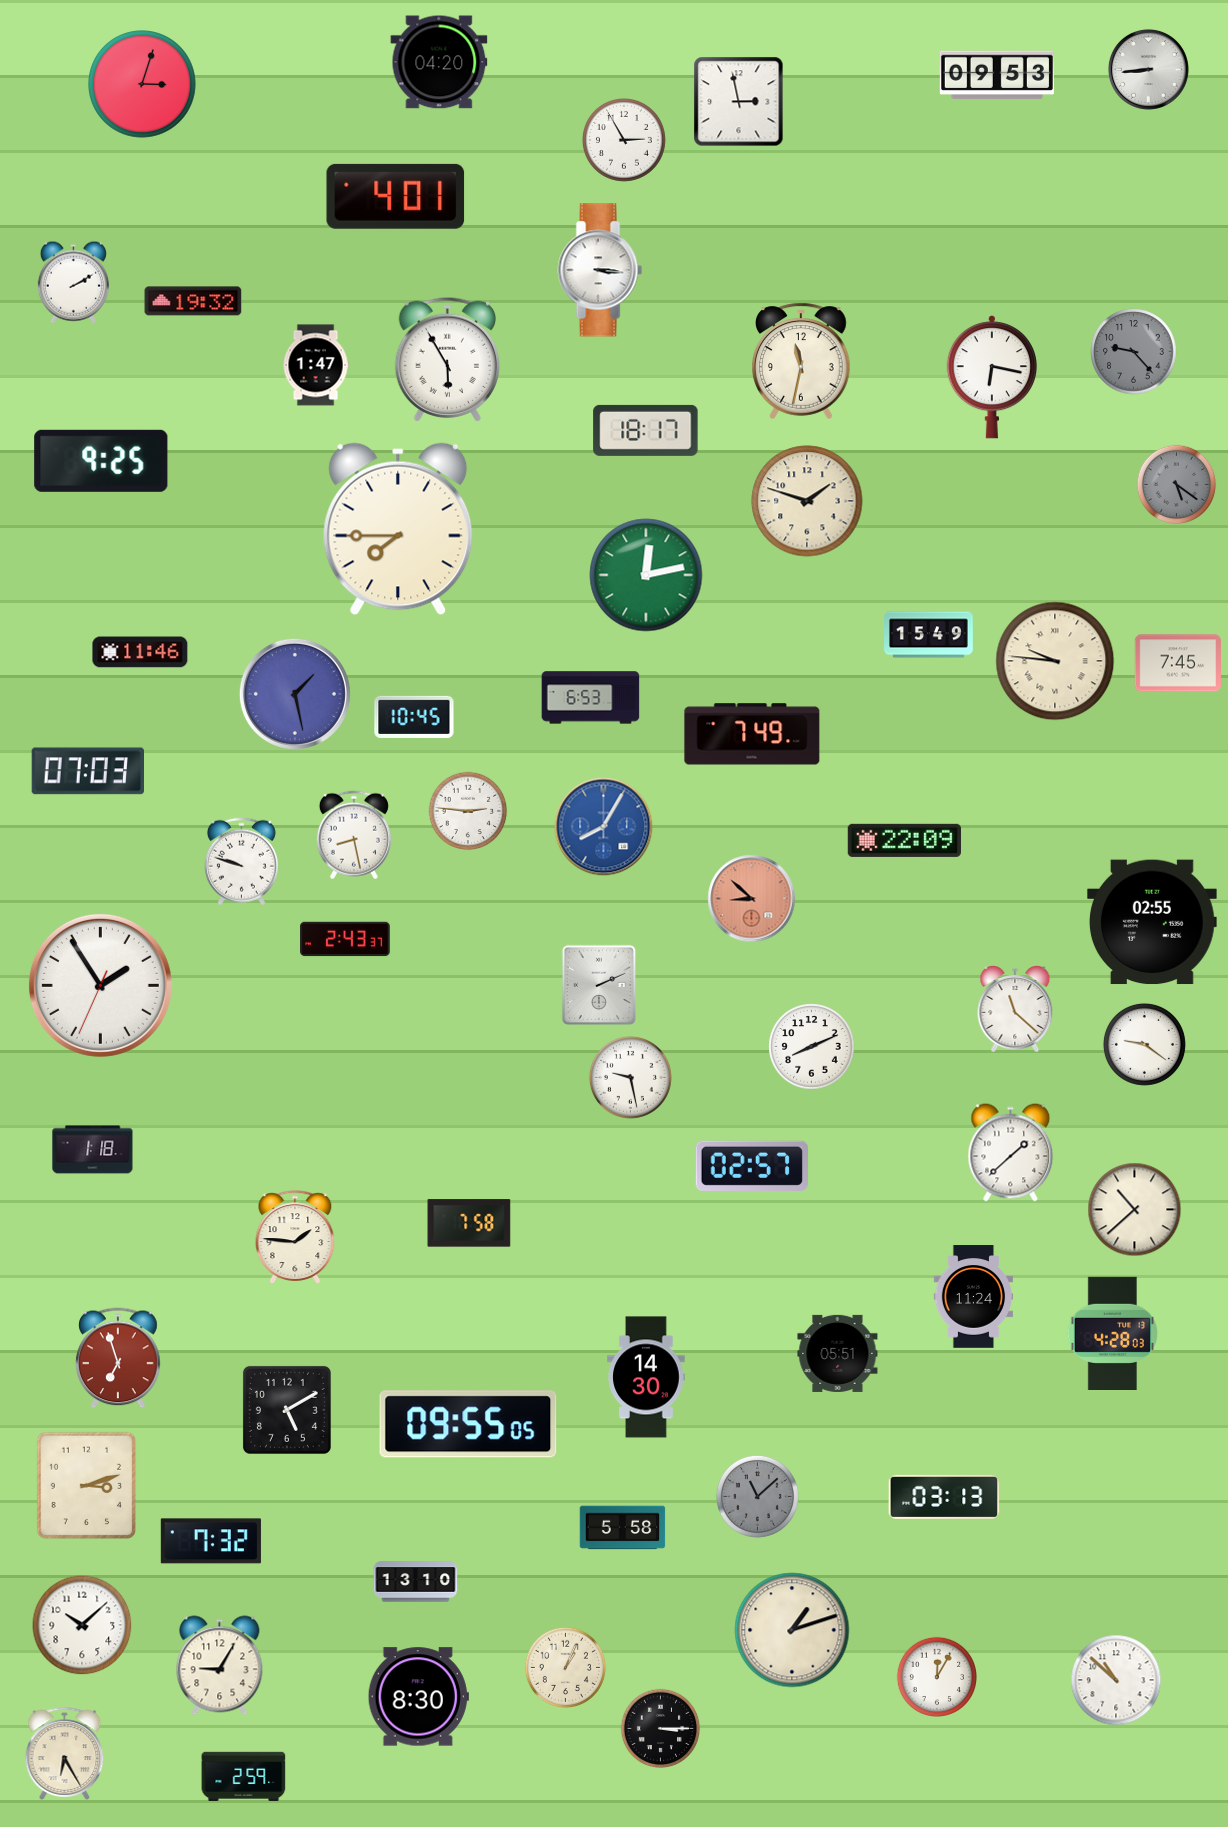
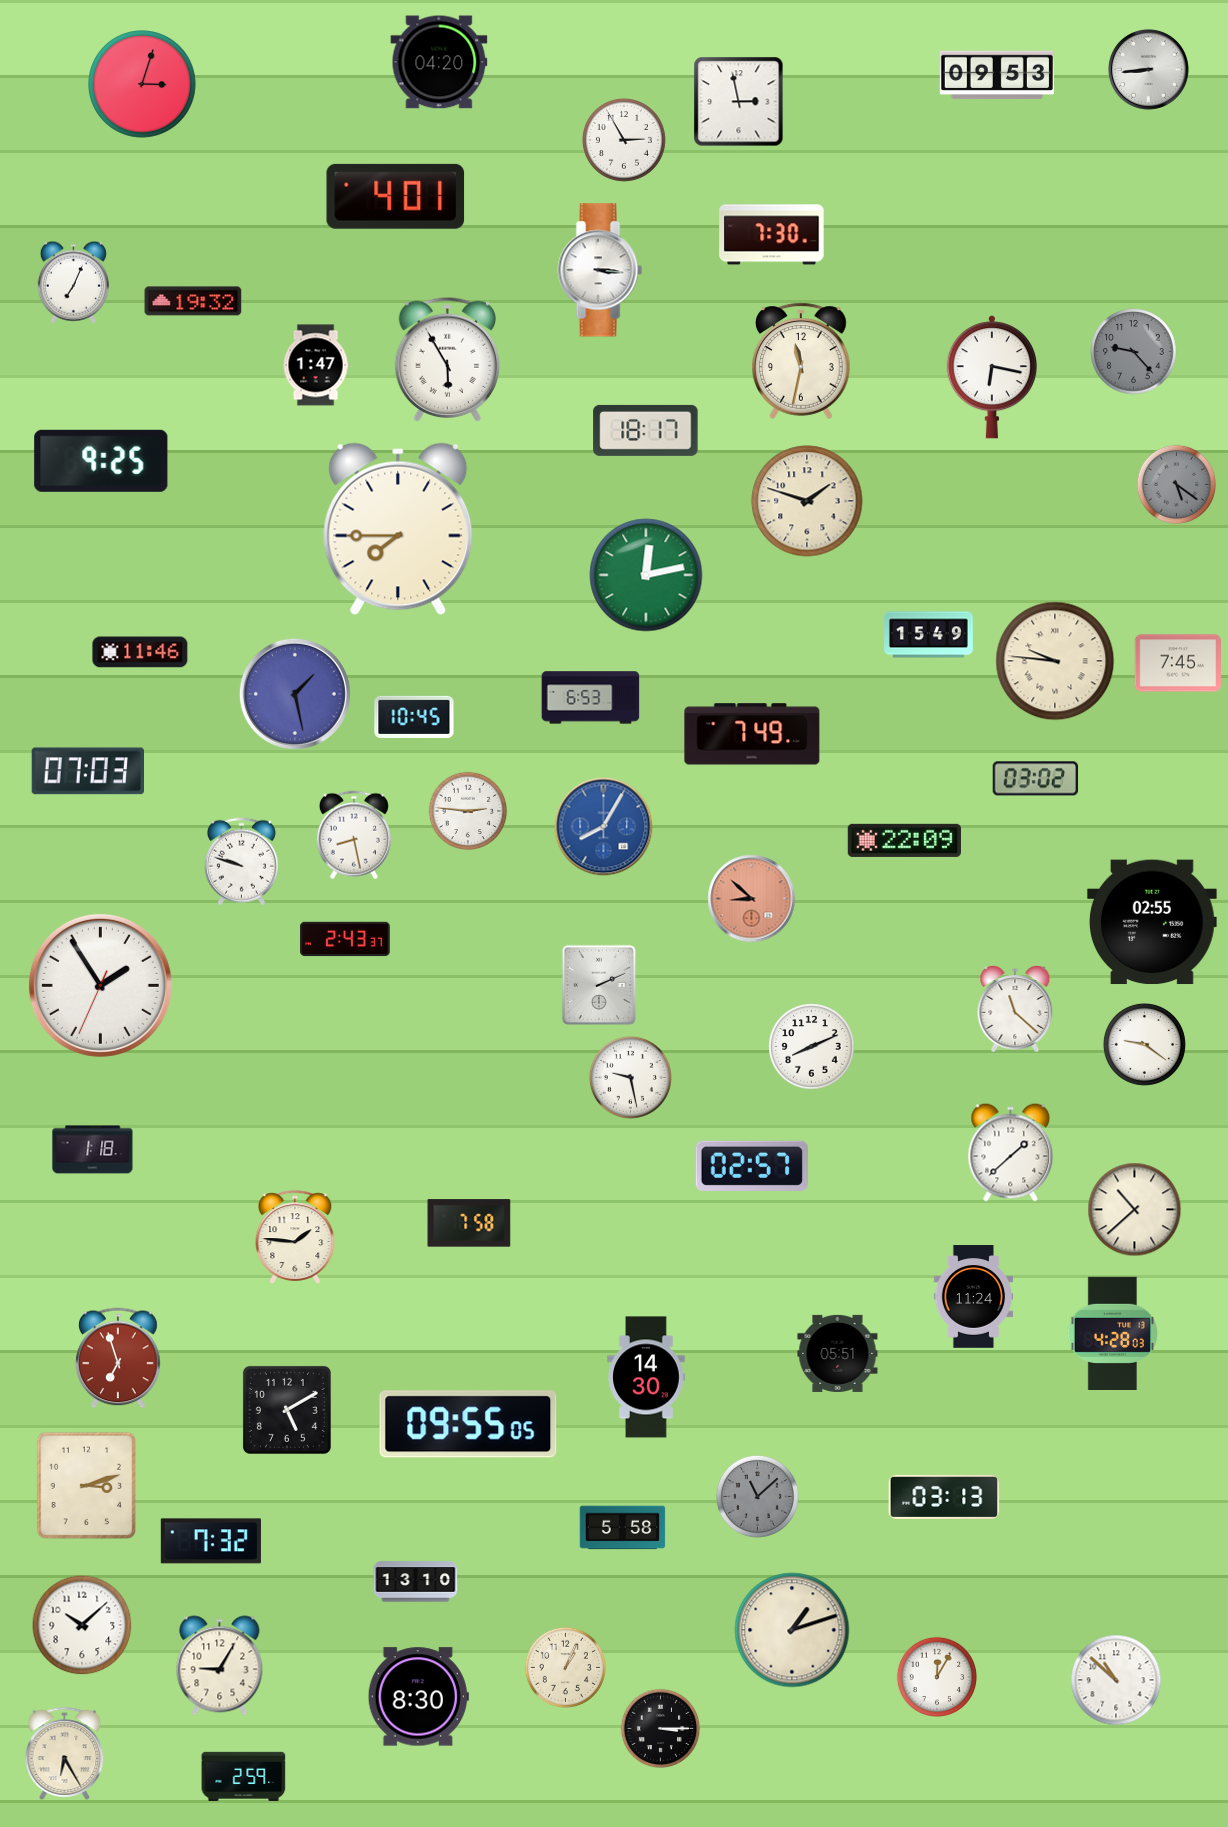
clock at (772, 235): none -> 7:30
clock at (73, 282): 2:10 -> 7:04
clock at (1036, 779): none -> 03:02
